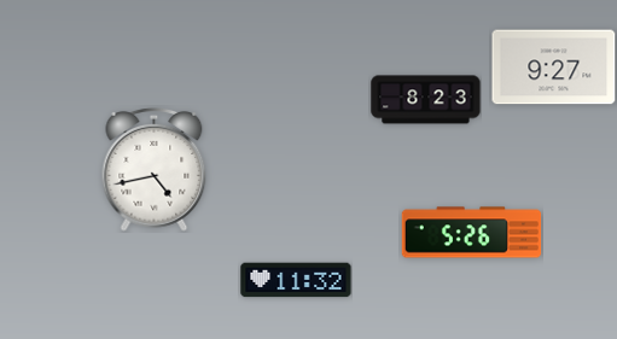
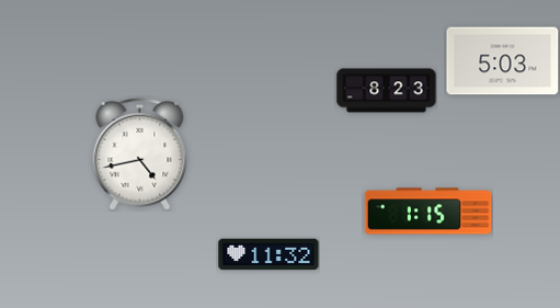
clock at (554, 68): 9:27 -> 5:03
clock at (472, 233): 5:26 -> 1:15
